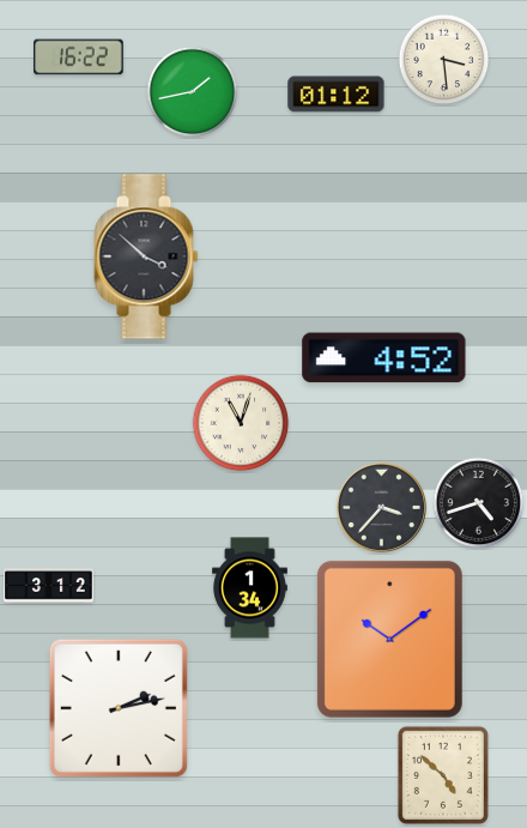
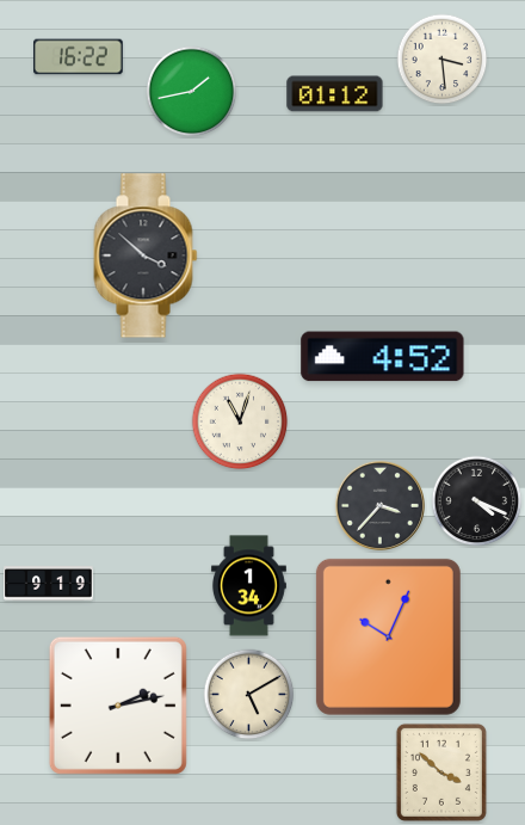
clock at (479, 503): 4:42 -> 4:19
clock at (49, 586): 3:12 -> 9:19
clock at (389, 639): 10:09 -> 10:04
clock at (249, 695): none -> 5:10
clock at (443, 775): 4:52 -> 3:52
